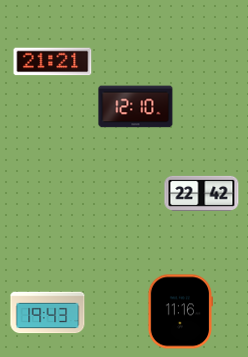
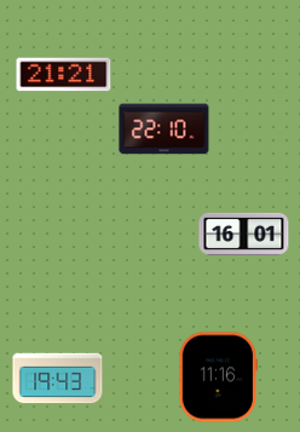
clock at (136, 107): 12:10 -> 22:10
clock at (202, 193): 22:42 -> 16:01
